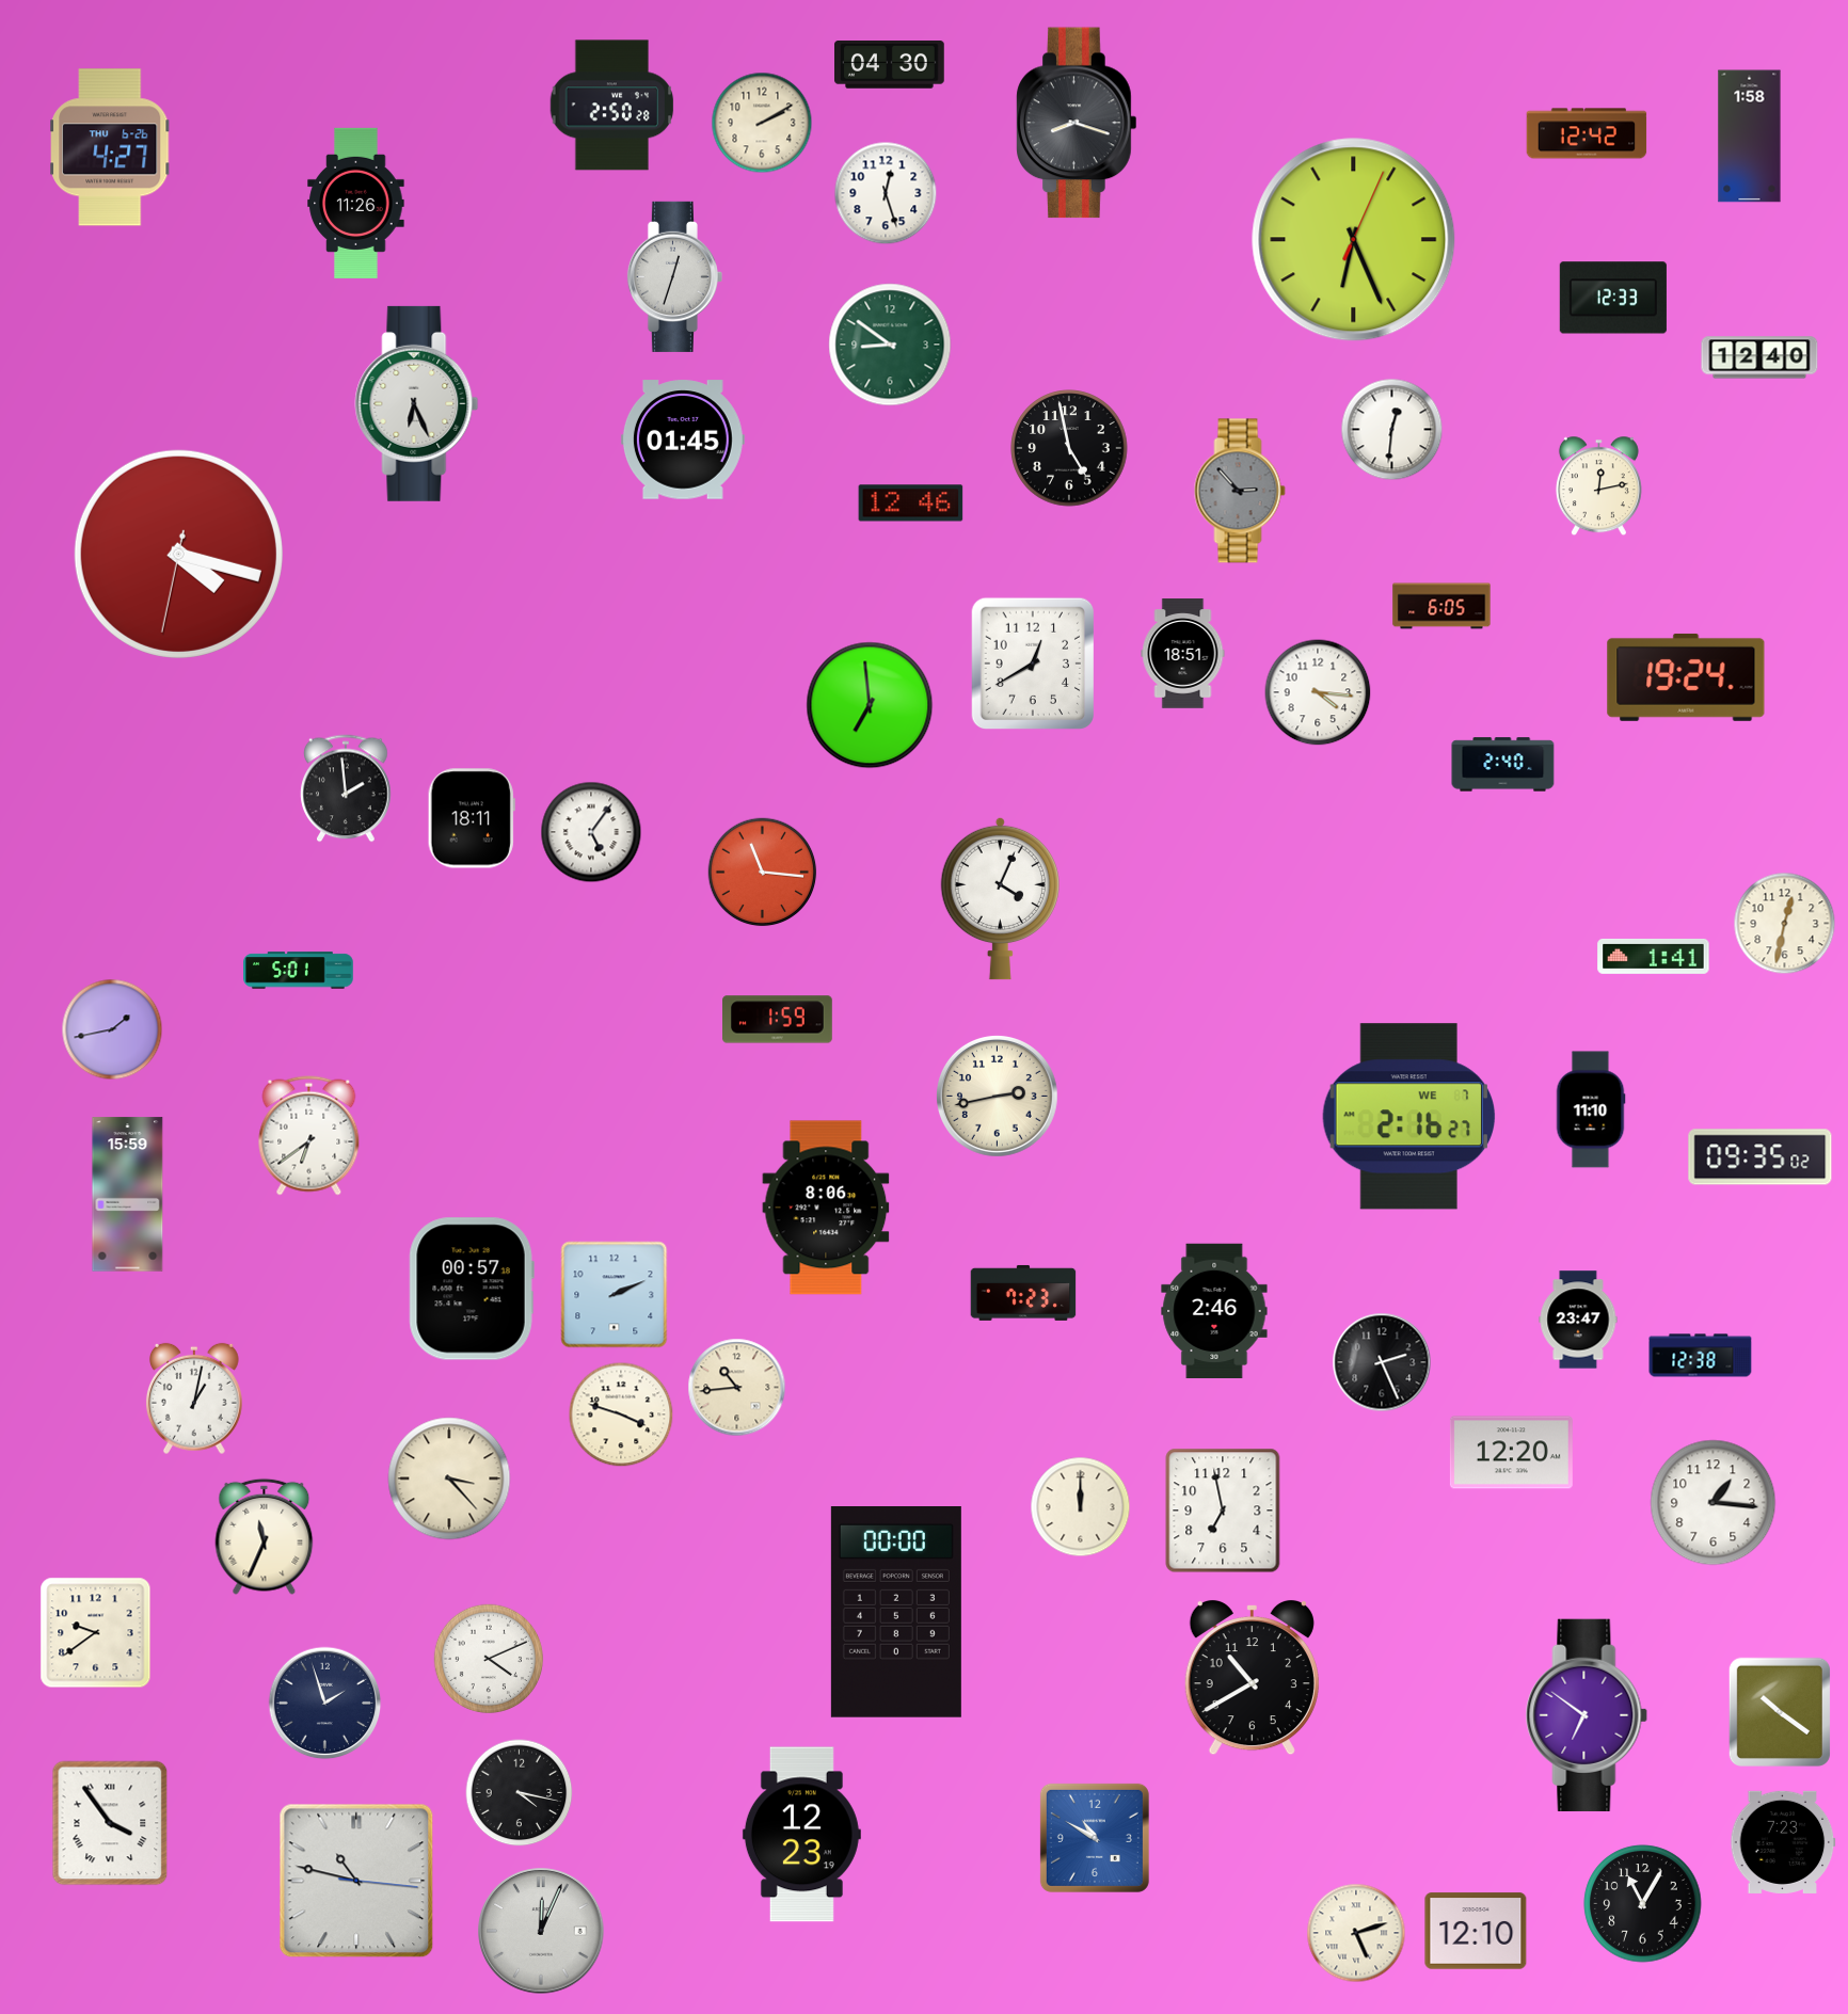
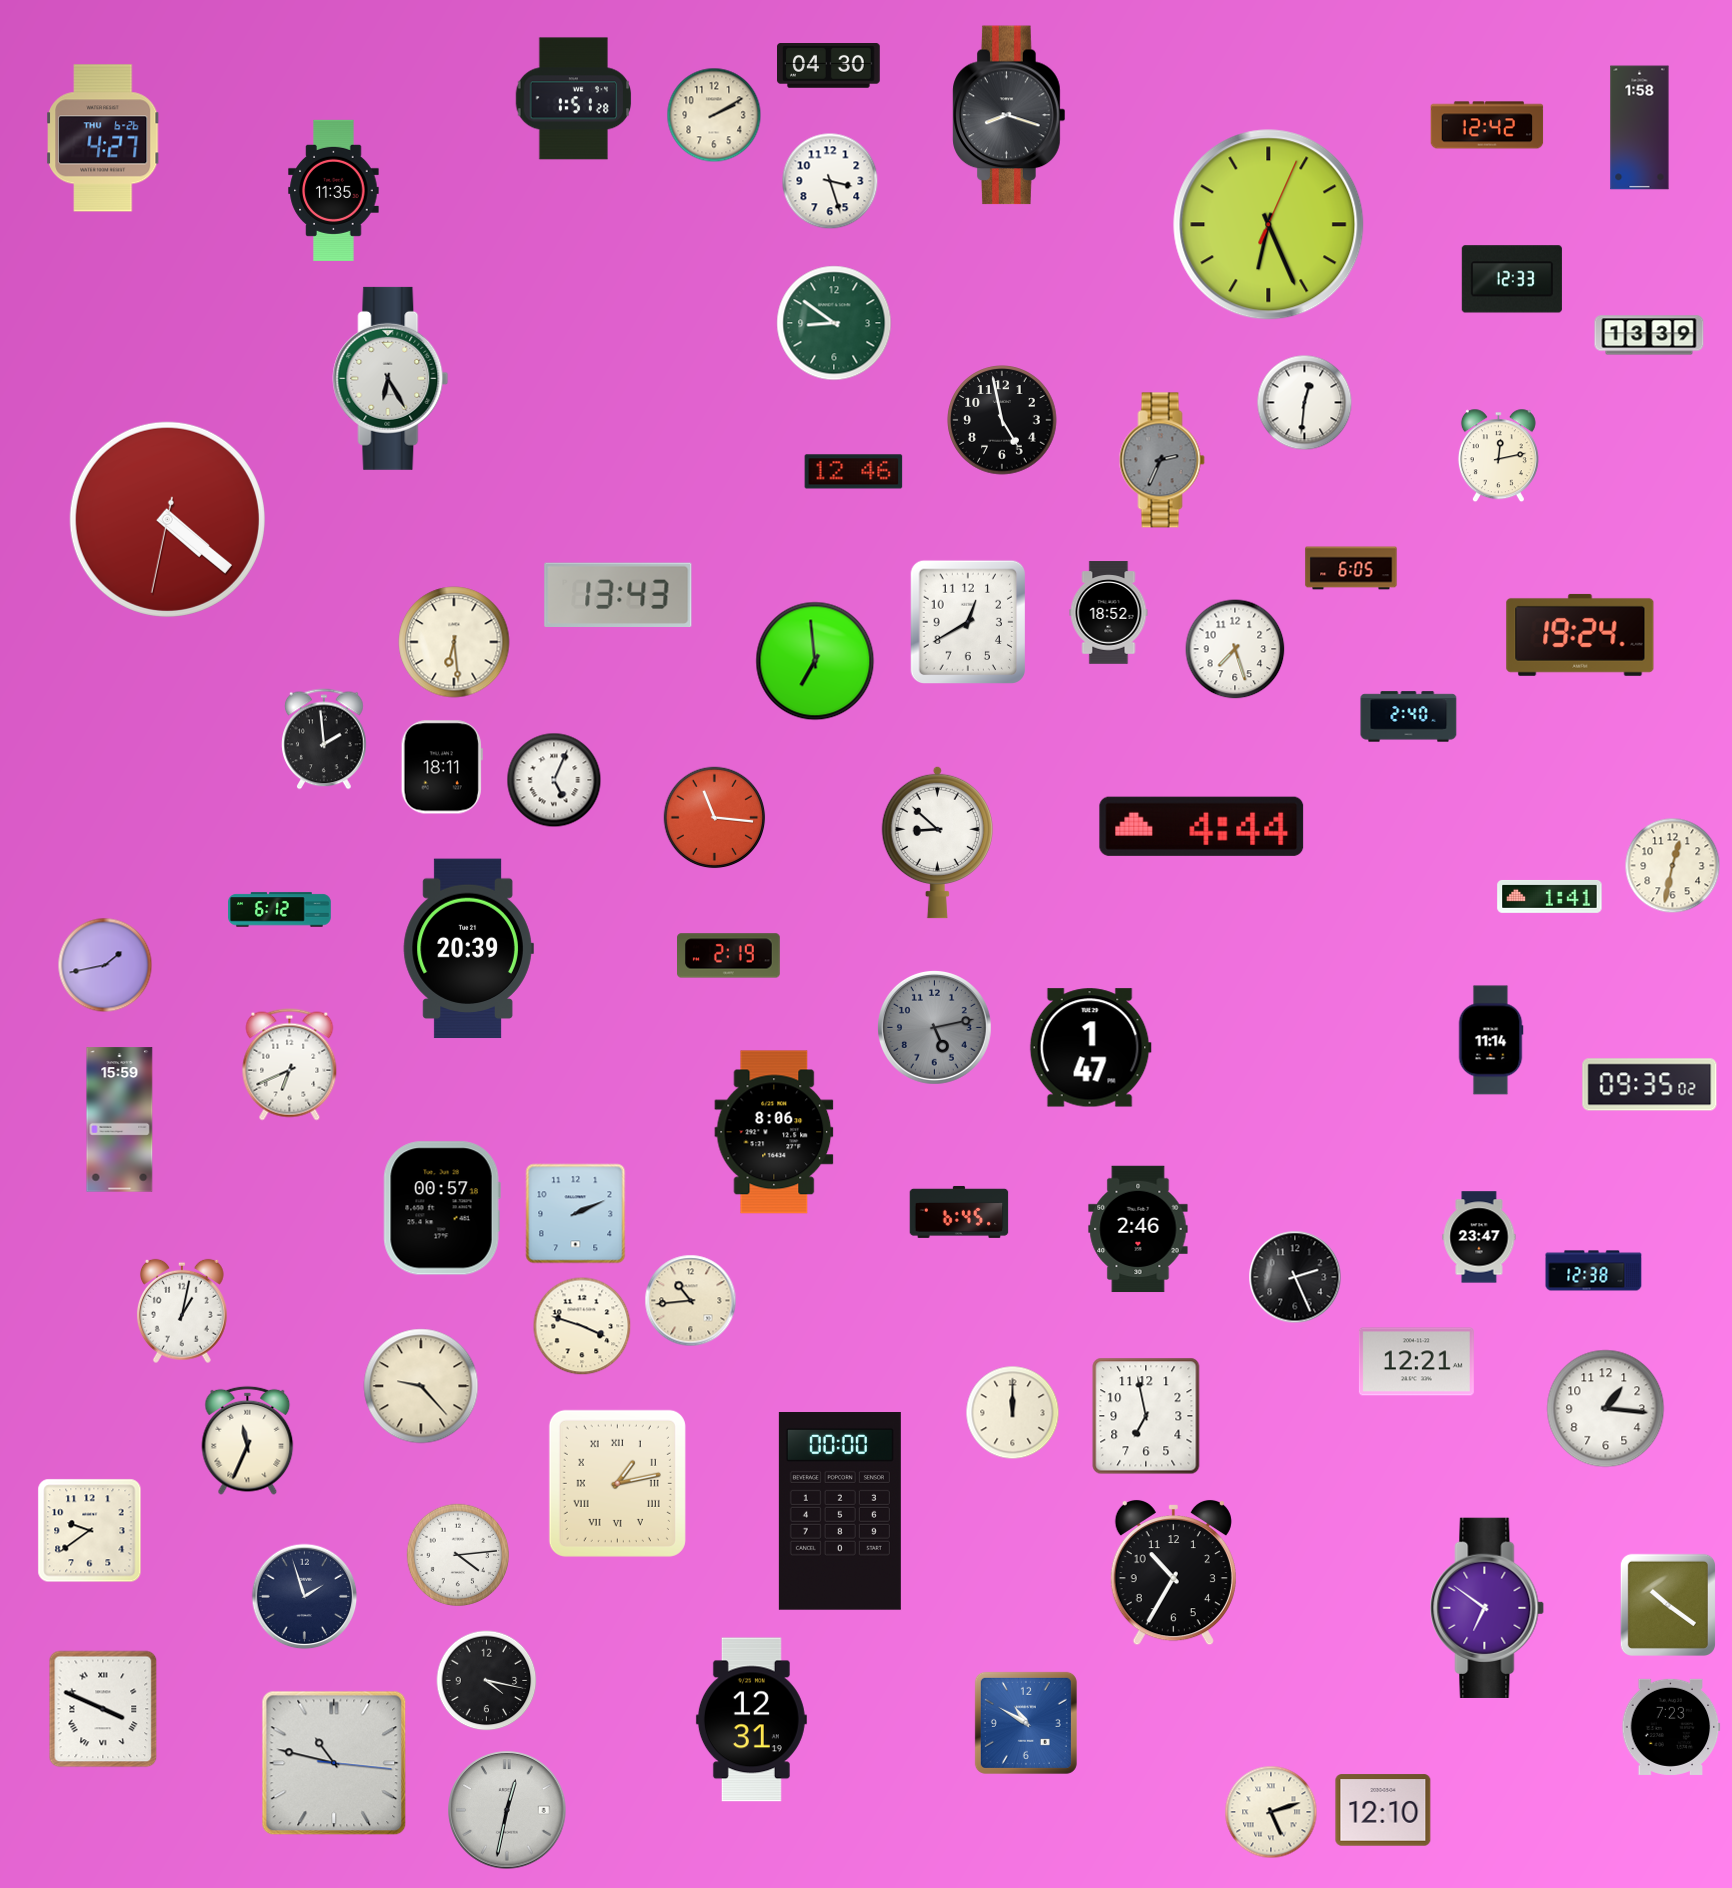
clock at (890, 65) position: (890, 65) -> (829, 66)
clock at (612, 106): 2:50 -> 1:51
clock at (886, 193): 12:27 -> 3:27
clock at (356, 203): 11:26 -> 11:35
clock at (674, 276): 12:33 -> none
clock at (1759, 357): 12:40 -> 13:39
clock at (417, 403): 6:26 -> 6:25
clock at (683, 439): 01:45 -> none
clock at (1240, 491): 2:53 -> 2:34
clock at (178, 554): 4:17 -> 4:21
clock at (618, 594): none -> 13:43
clock at (1183, 654): 18:51 -> 18:52
clock at (454, 642): none -> 6:29
clock at (1318, 692): 4:16 -> 7:27
clock at (591, 832): 5:06 -> 5:04
clock at (1202, 826): none -> 4:44
clock at (1000, 898): 4:04 -> 8:52
clock at (299, 971): 5:01 -> 6:12
clock at (468, 949): none -> 20:39
clock at (778, 1020): 1:59 -> 2:19
clock at (997, 1096): 2:43 -> 5:13
clock at (997, 1096) dial: cream -> grey
clock at (1591, 1109): 11:10 -> 11:14
clock at (1408, 1117): 2:16 -> none
clock at (1090, 1048): none -> 1:47
clock at (309, 1136): 6:39 -> 6:41
clock at (1023, 1293): 7:23 -> 6:45
clock at (1511, 1453): 12:20 -> 12:21
clock at (449, 1478): 3:23 -> 9:23
clock at (617, 1483): none -> 1:13
clock at (488, 1658): 4:11 -> 4:14
clock at (1252, 1678): 10:40 -> 10:35
clock at (110, 1823): 3:54 -> 3:49
clock at (801, 1835): 12:23 -> 12:31
clock at (1643, 1904): 11:05 -> none
clock at (541, 1931): 12:04 -> 12:32
